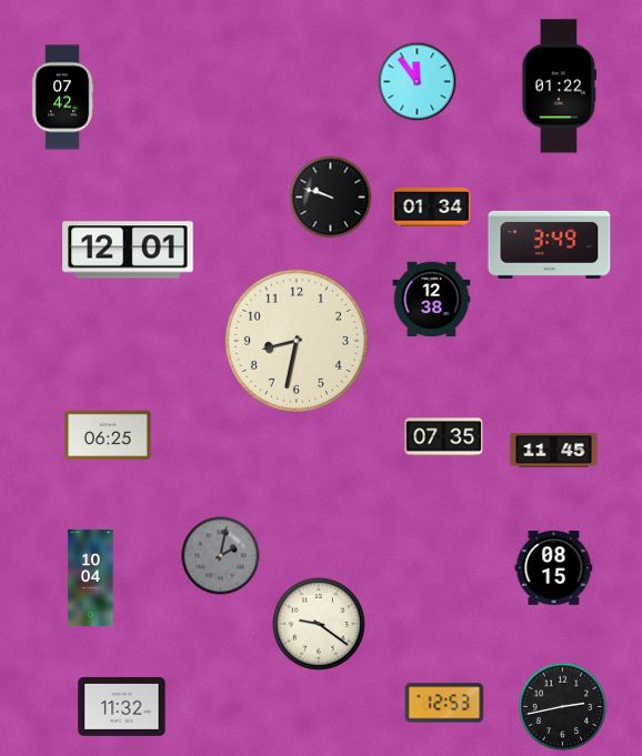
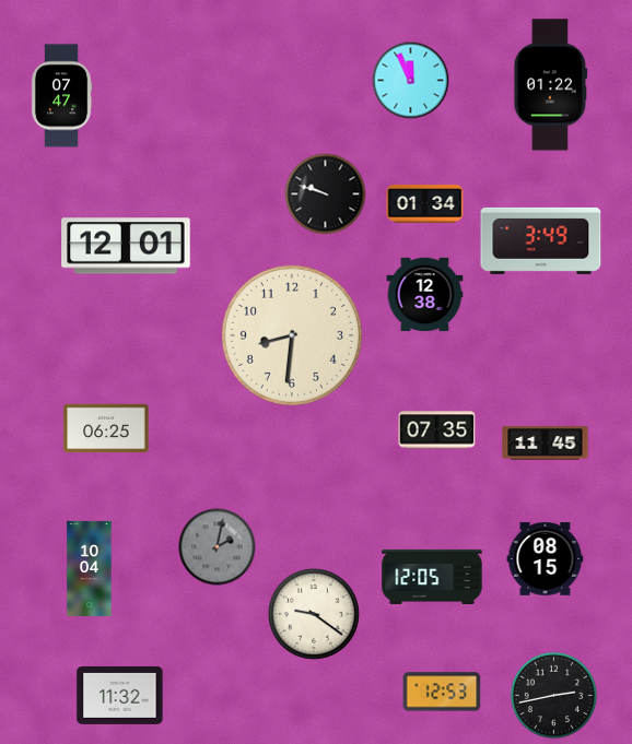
clock at (418, 82): 11:54 -> 11:56
clock at (62, 98): 07:42 -> 07:47
clock at (297, 341): 8:32 -> 8:31
clock at (432, 577): none -> 12:05
clock at (444, 703) position: (444, 703) -> (442, 692)
